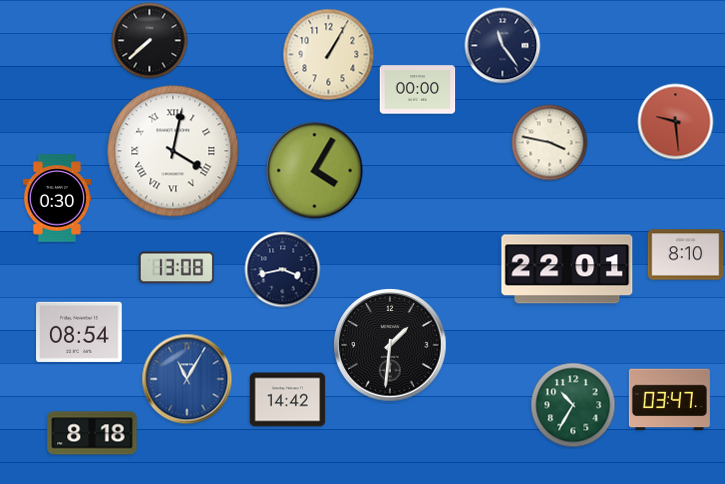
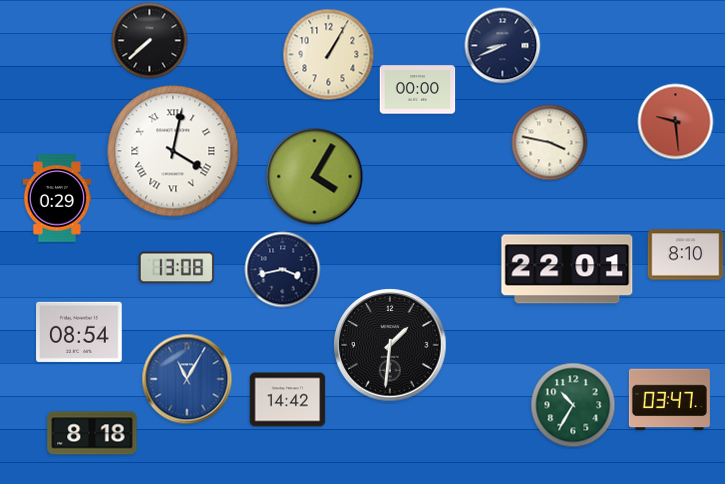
clock at (503, 46): 11:24 -> 8:41
clock at (315, 171) position: (315, 171) -> (315, 177)
clock at (57, 198): 0:30 -> 0:29
